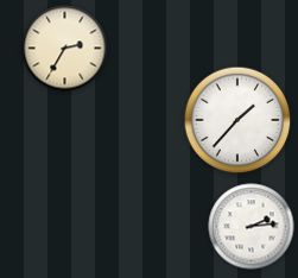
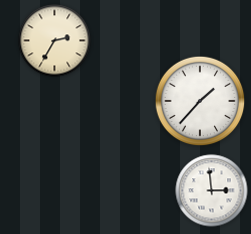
clock at (252, 227): 2:14 -> 2:59
